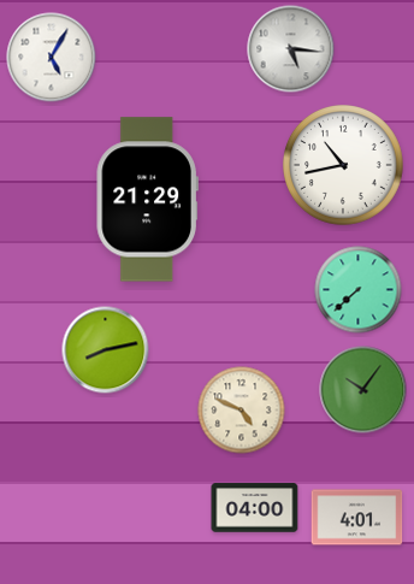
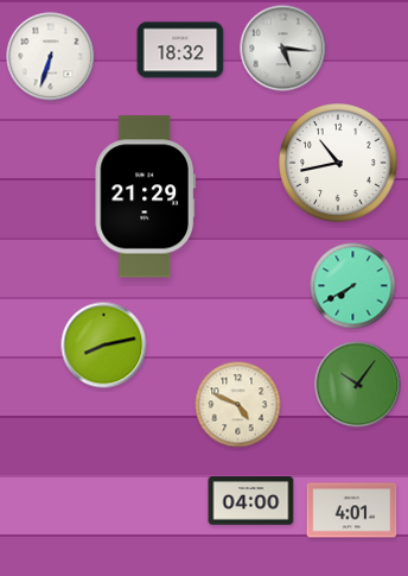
clock at (291, 49) position: (291, 49) -> (283, 49)
clock at (180, 50): none -> 18:32
clock at (52, 58): 5:05 -> 6:33
clock at (359, 290): 7:38 -> 7:40
